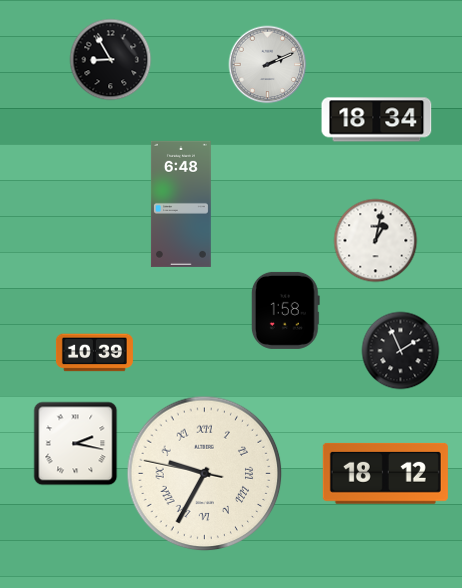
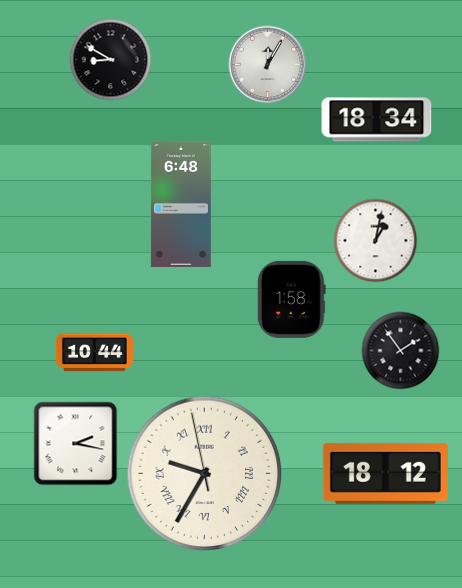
clock at (110, 59): 8:55 -> 8:50
clock at (267, 64): 2:11 -> 12:05
clock at (285, 310) position: (285, 310) -> (291, 299)
clock at (400, 350): 1:56 -> 1:54
clock at (94, 353): 10:39 -> 10:44
clock at (205, 474): 9:34:47 -> 9:34:58
